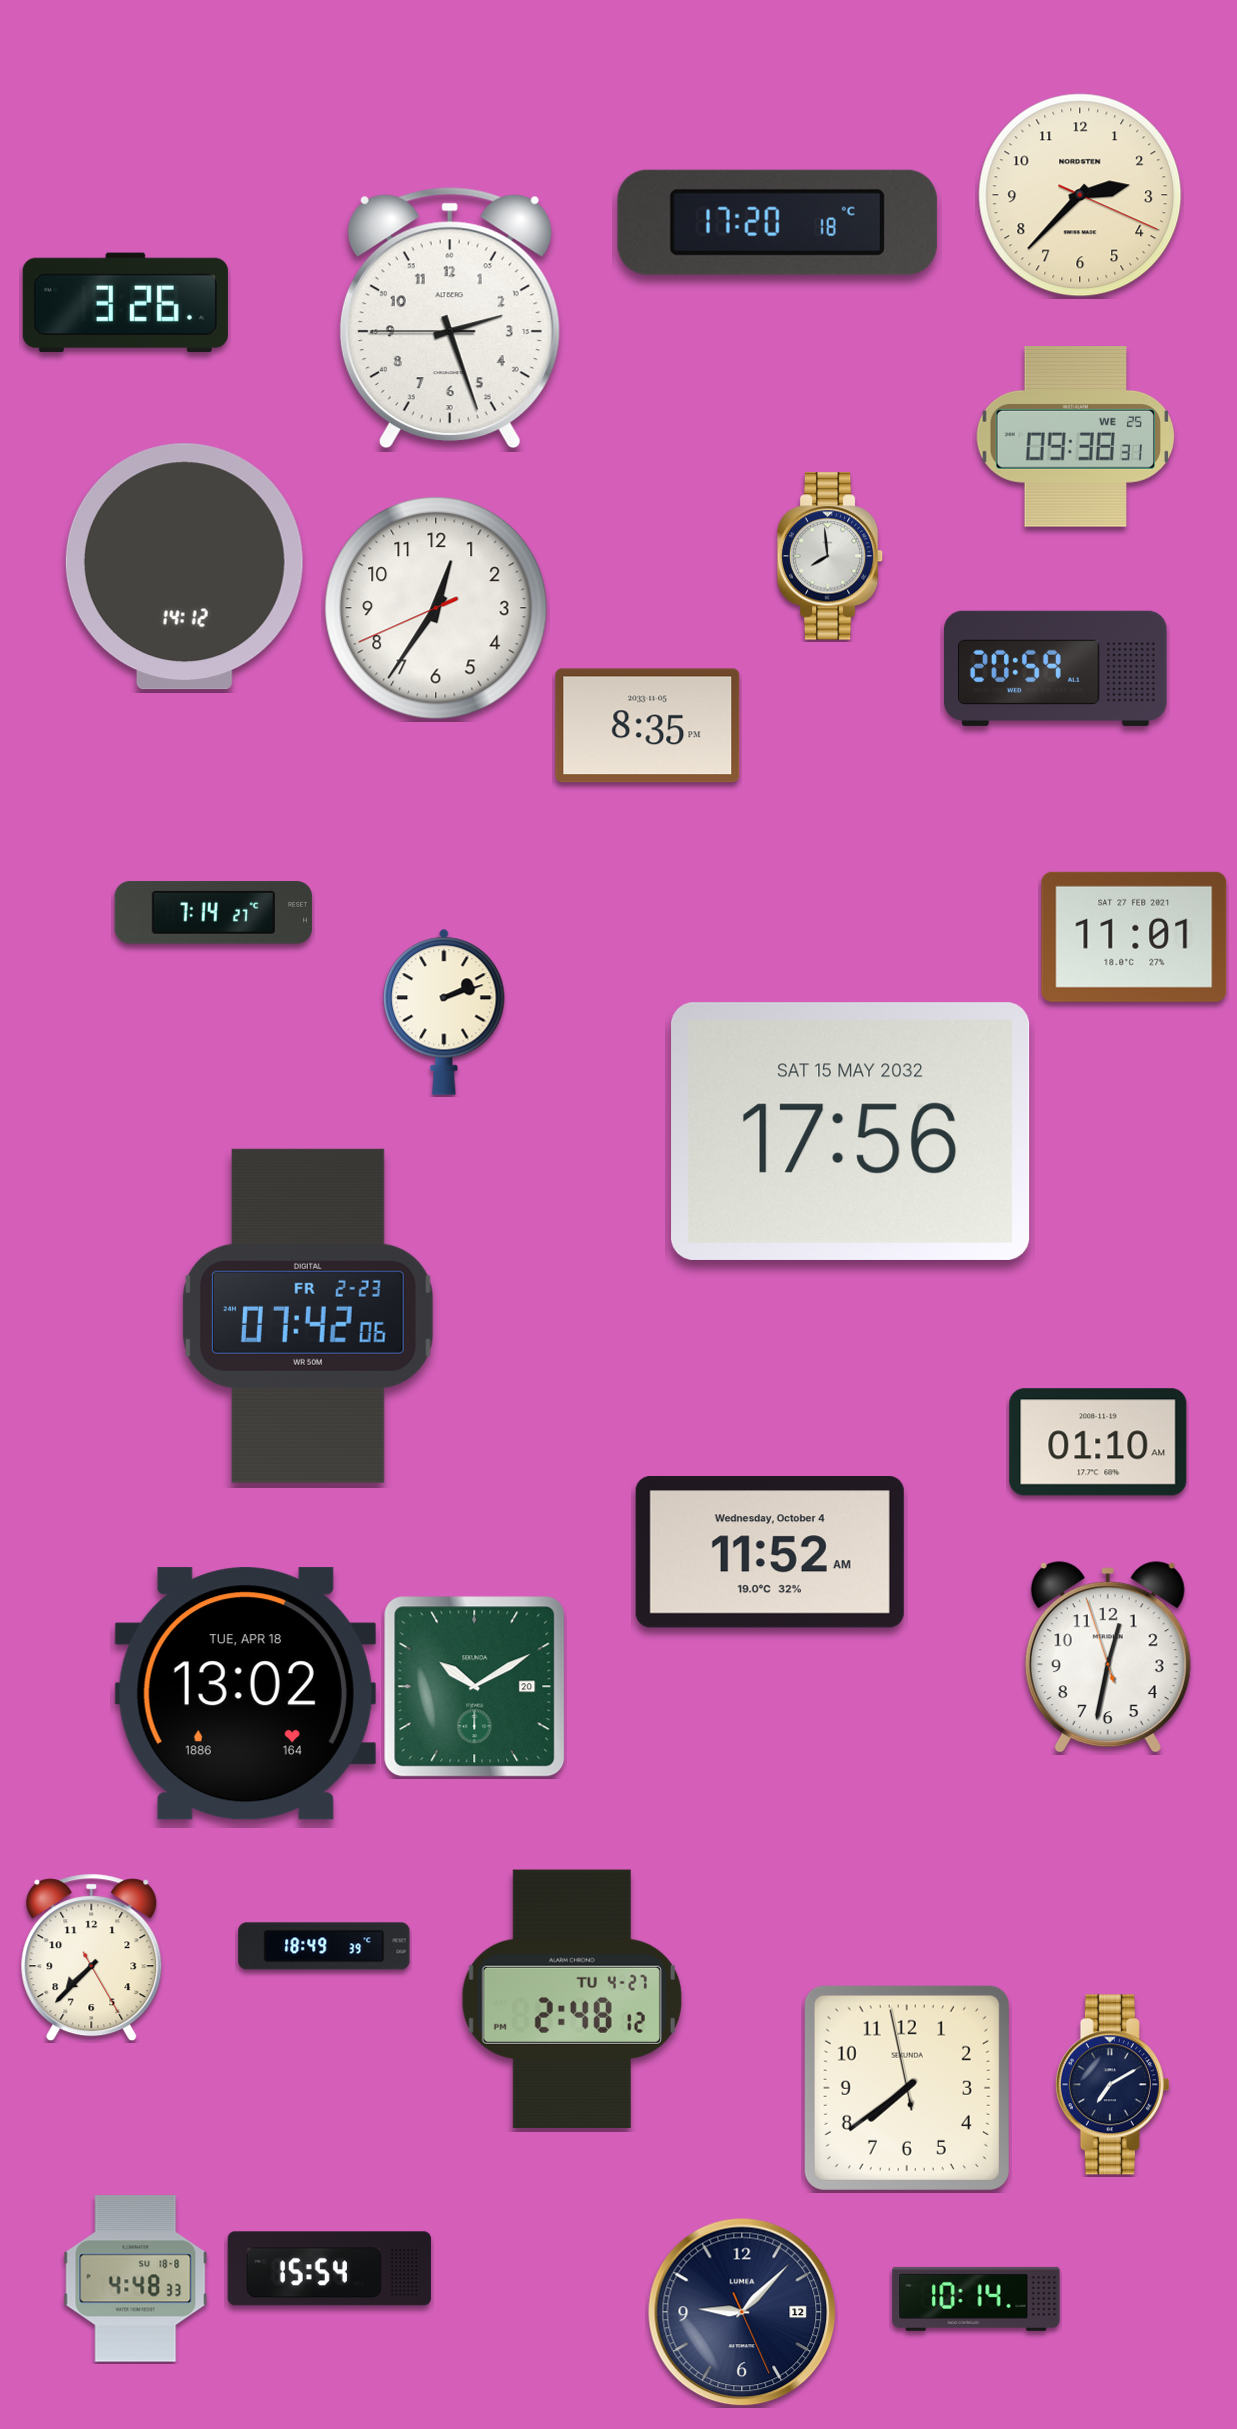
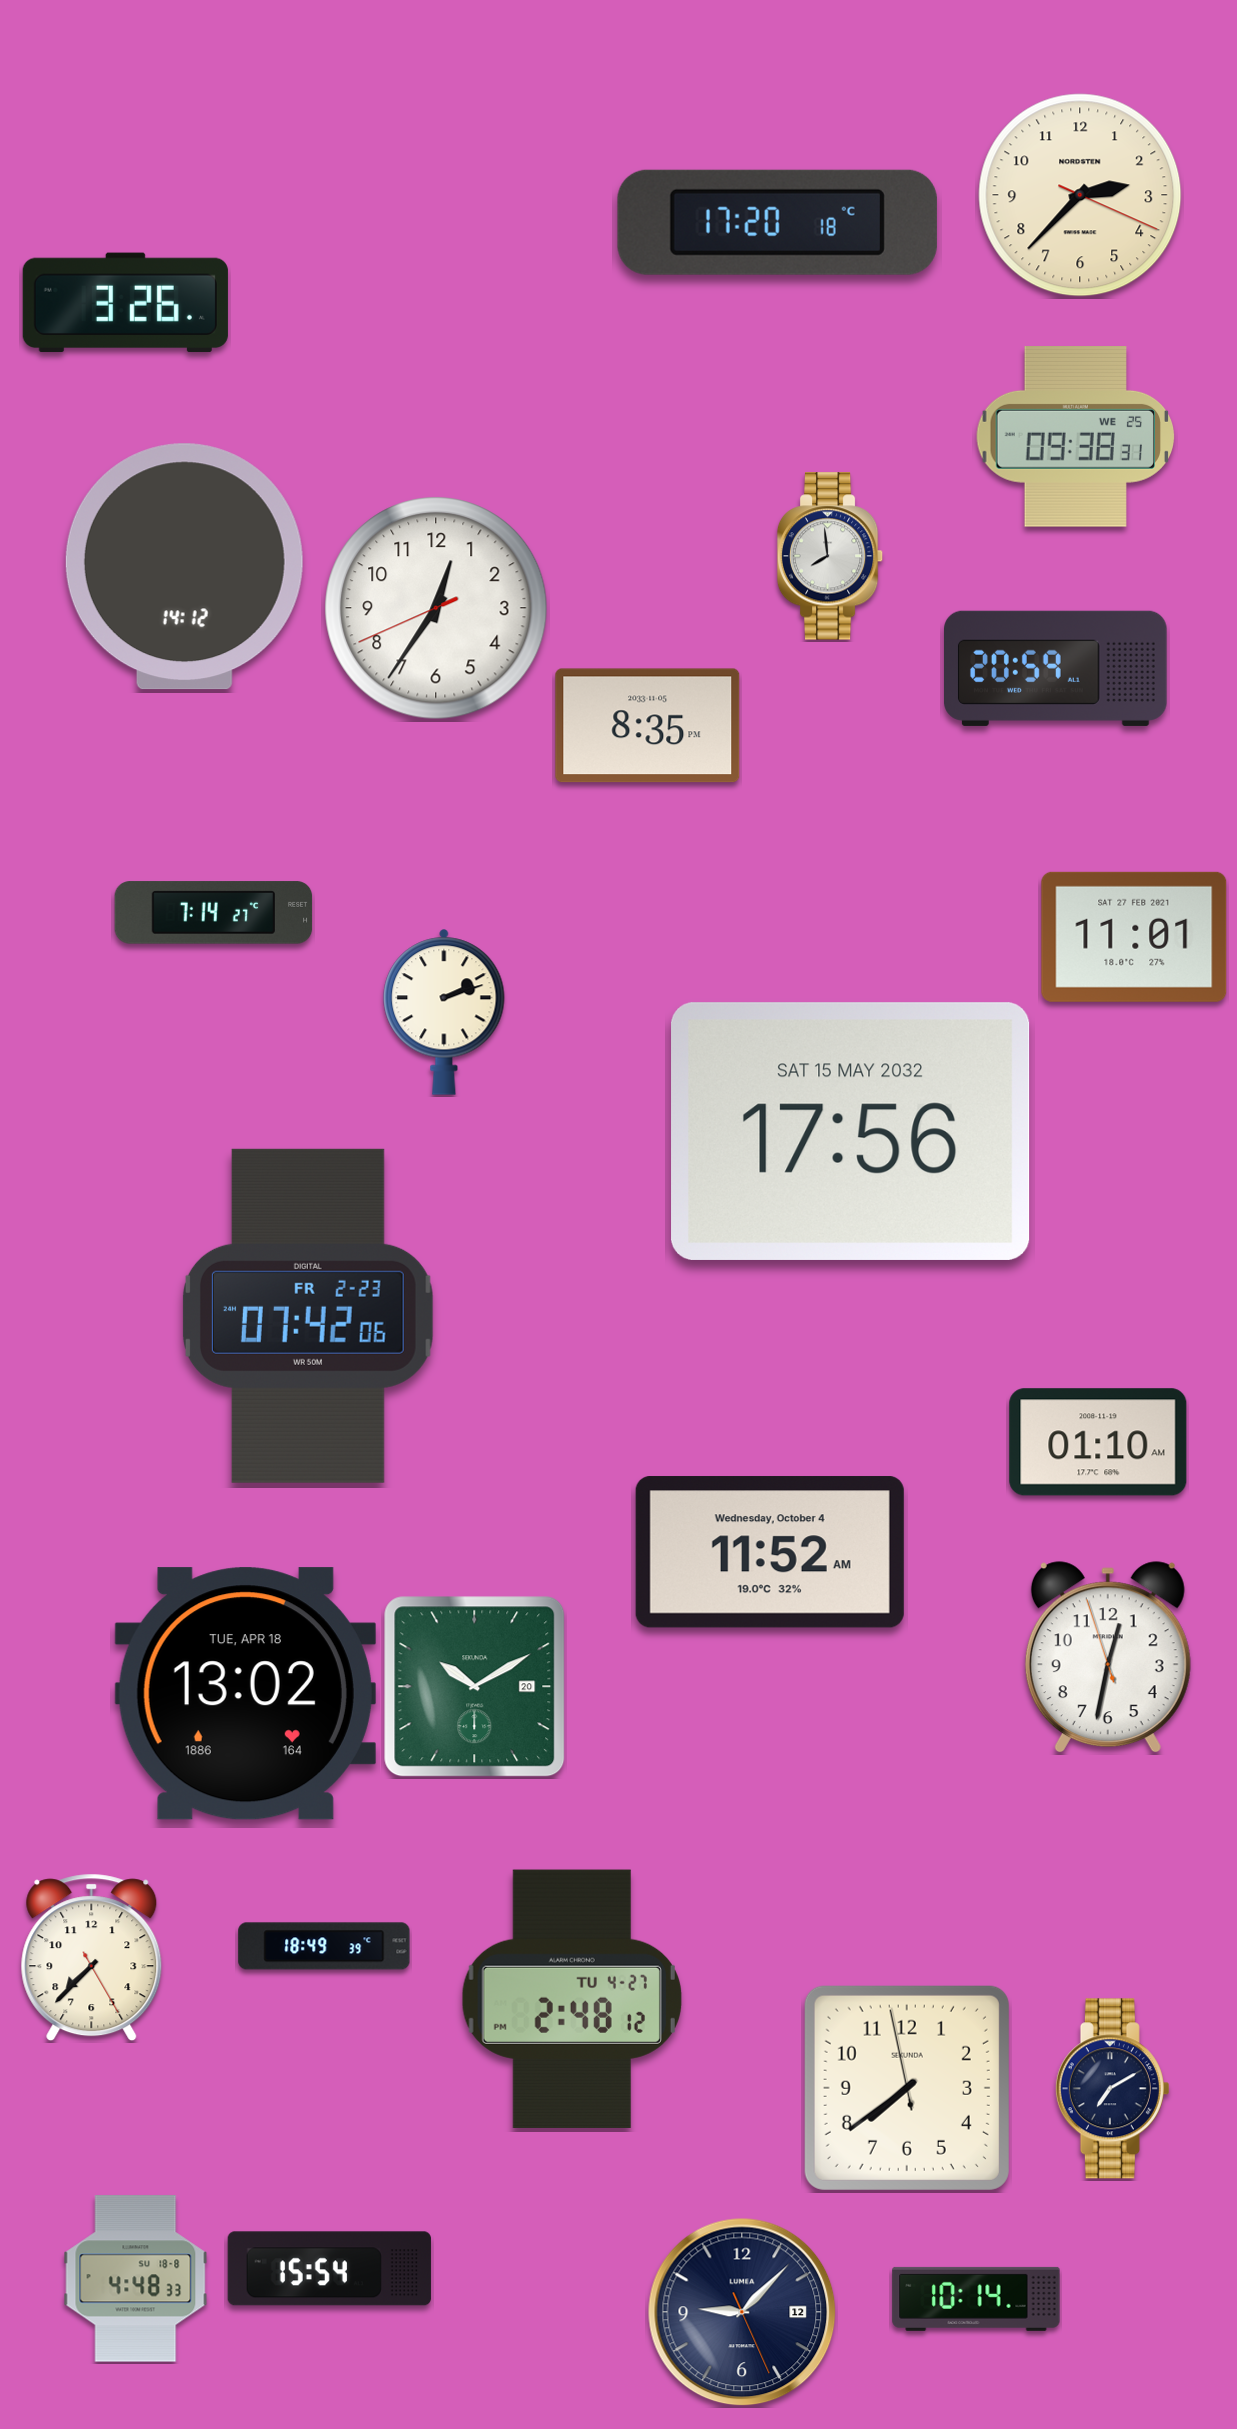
clock at (450, 318): 2:26 -> none
clock at (1112, 2085) position: (1112, 2085) -> (1112, 2089)
